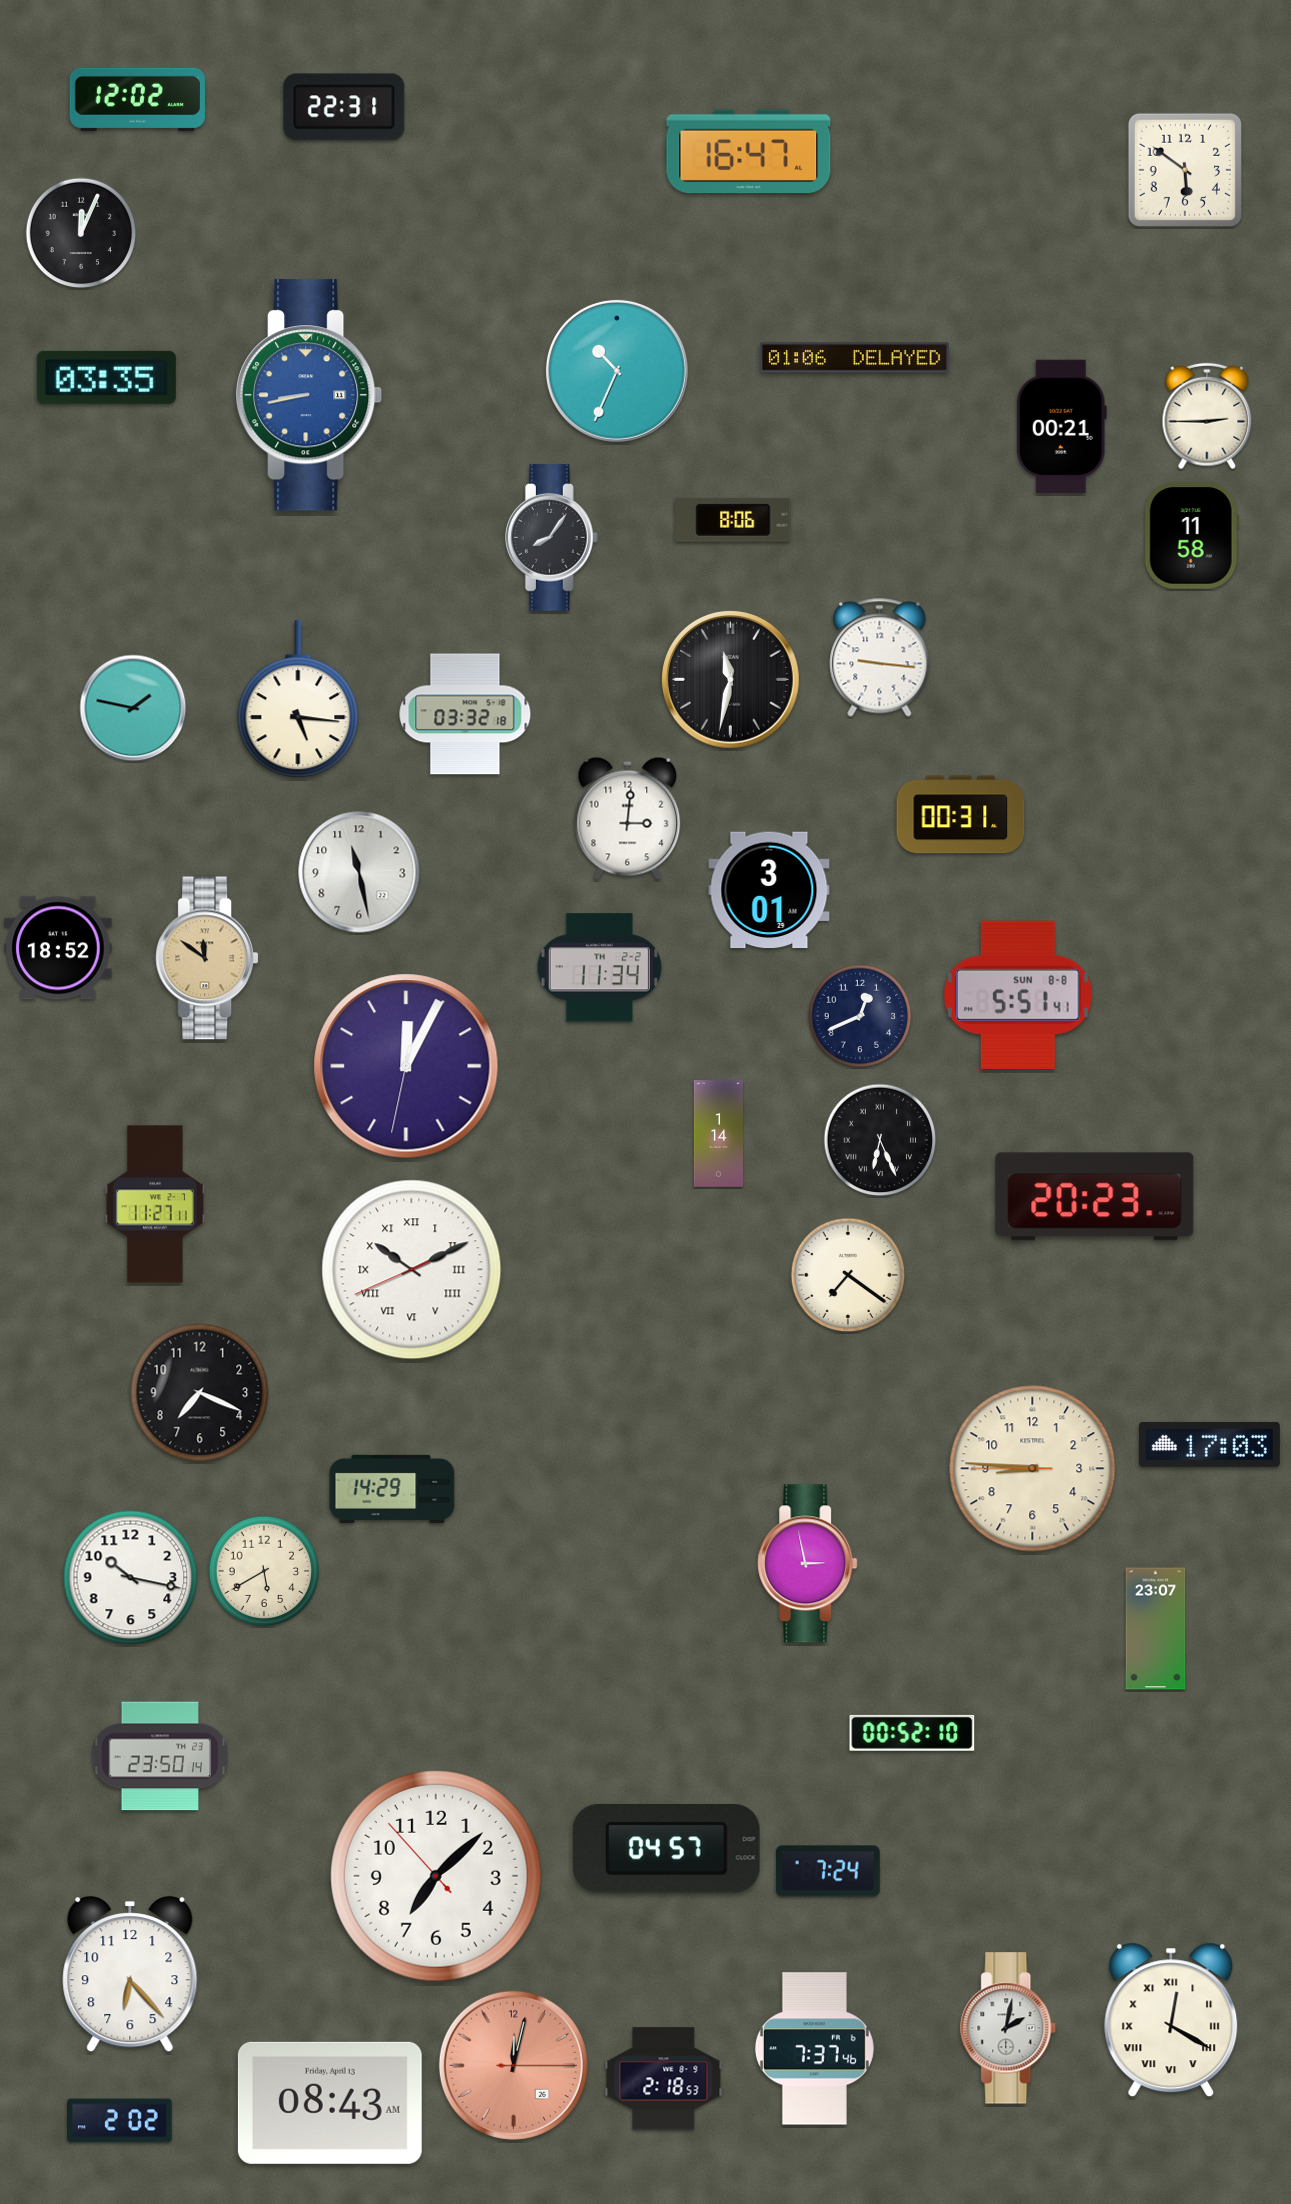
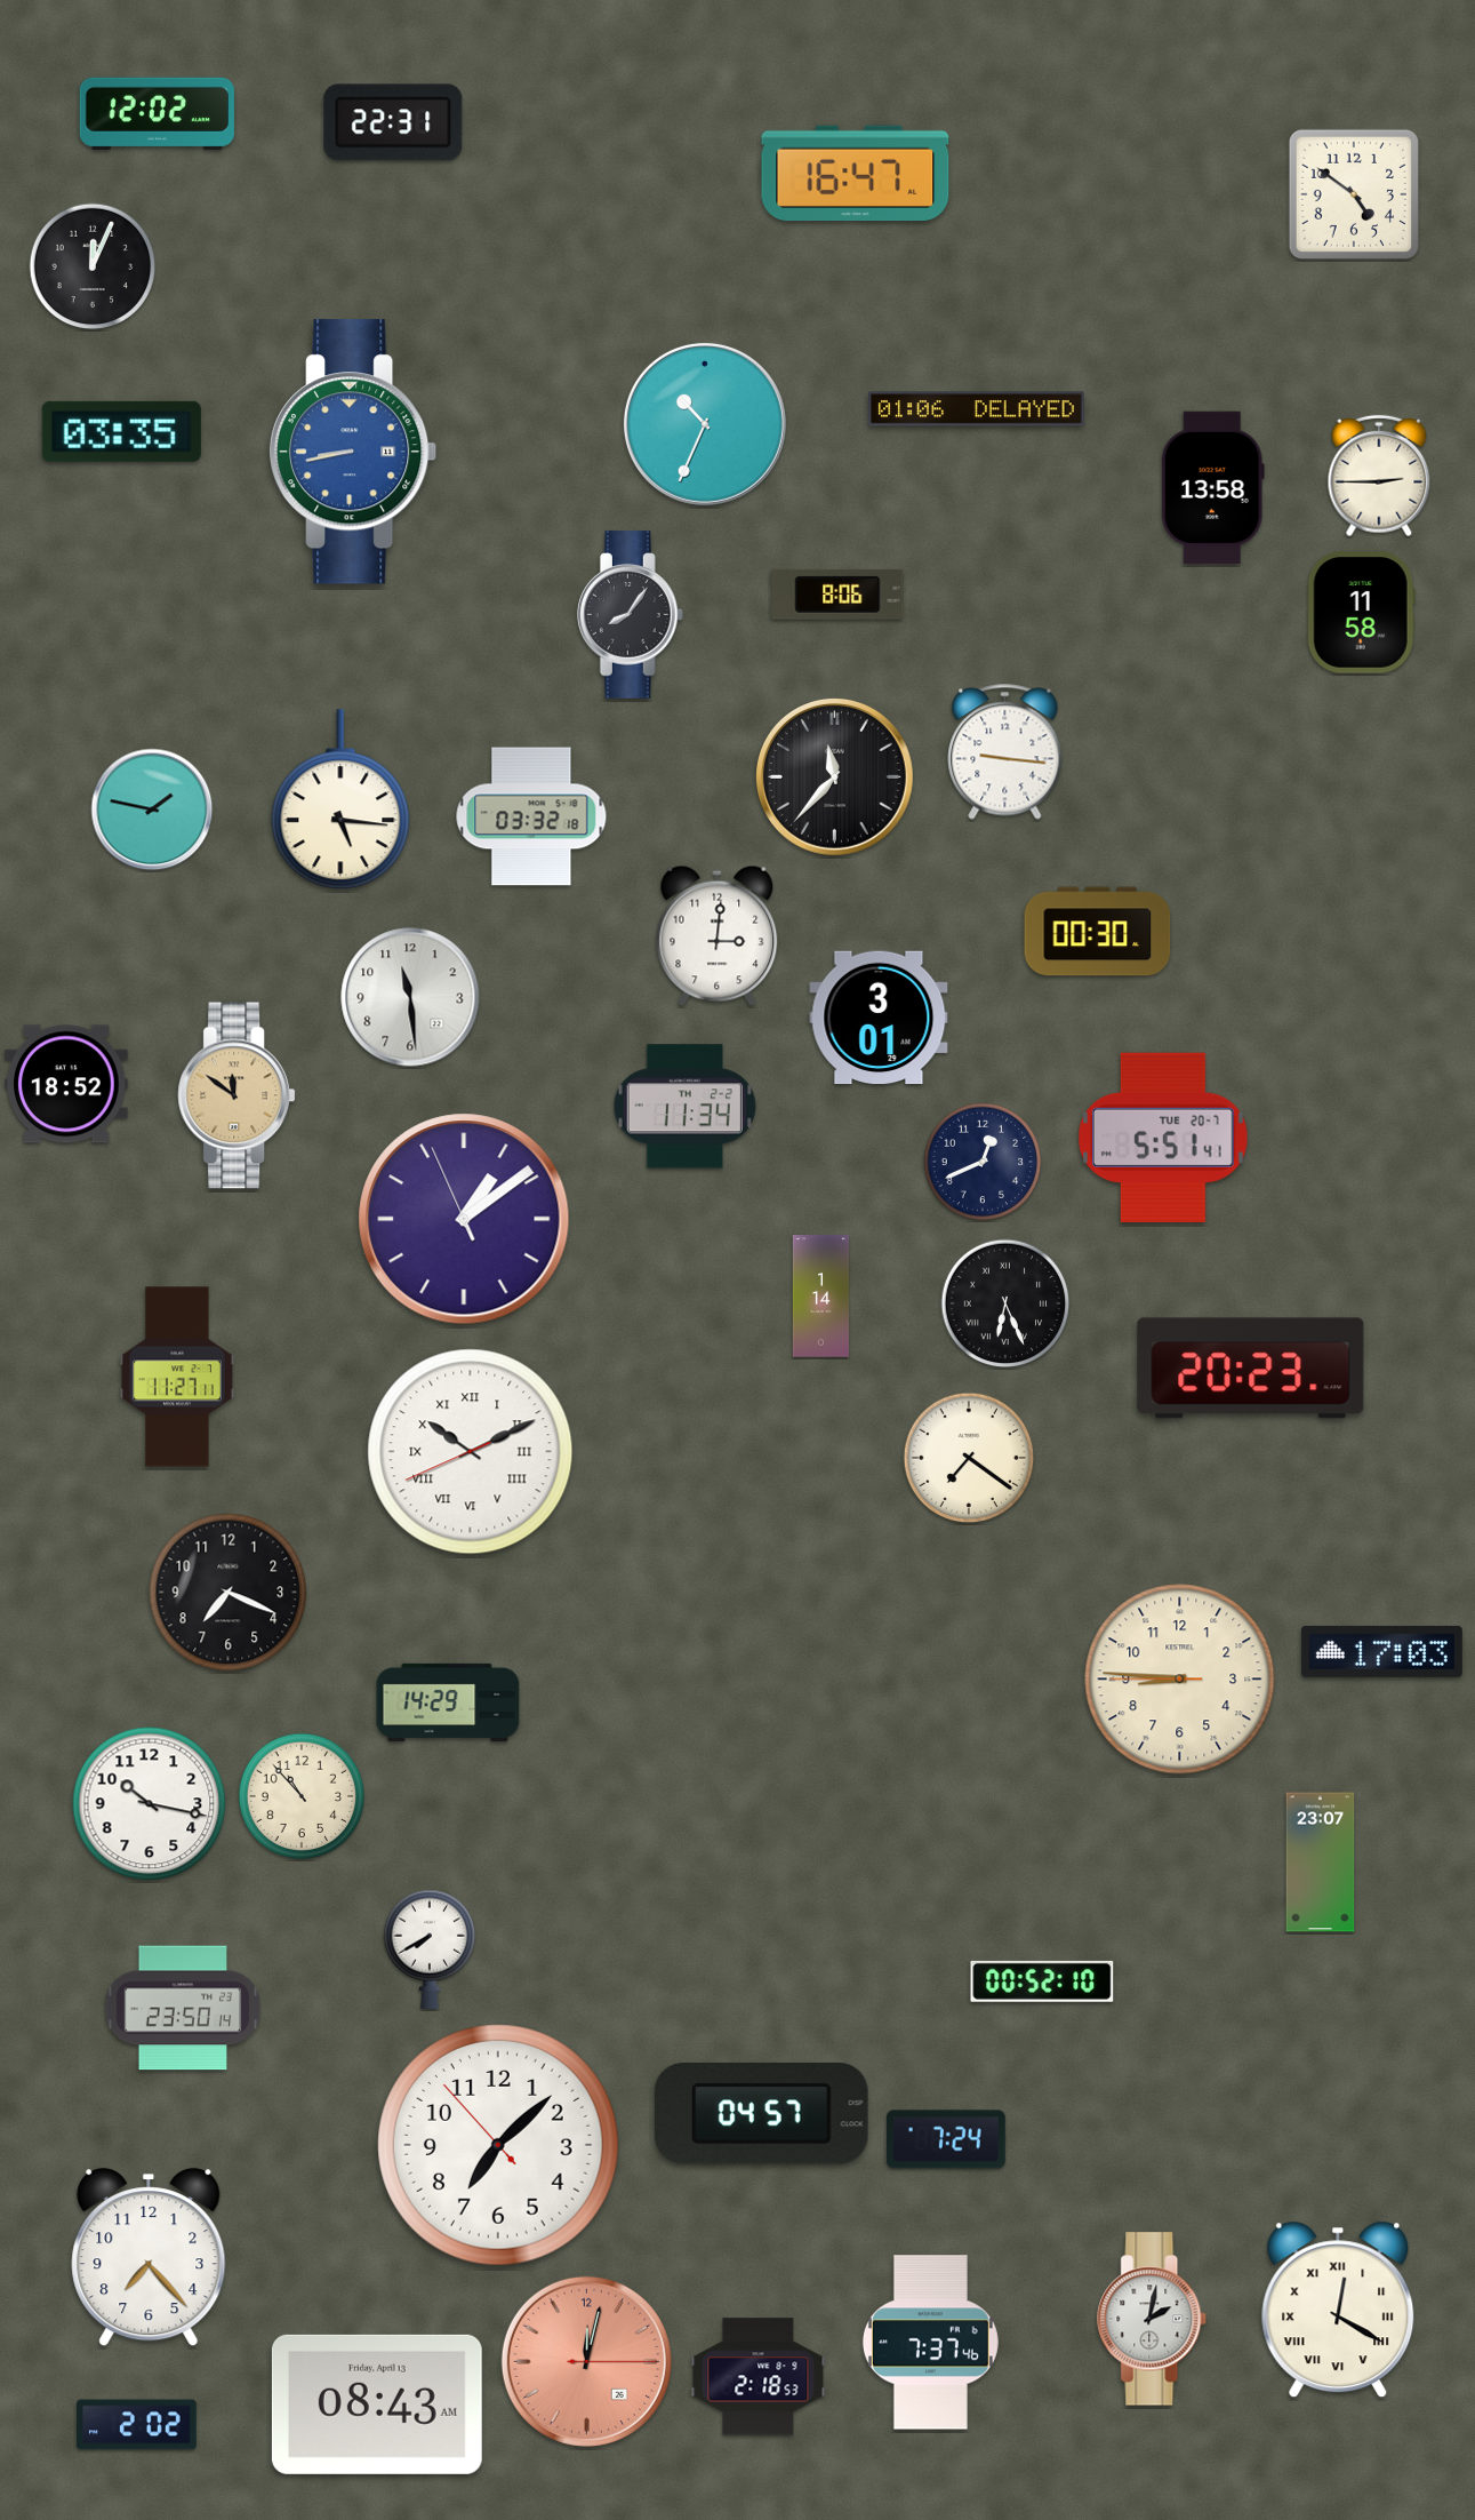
clock at (1185, 170): 5:51 -> 4:51
clock at (1061, 427): 00:21 -> 13:58
clock at (730, 679): 11:32 -> 11:37
clock at (961, 815): 00:31 -> 00:30
clock at (359, 872): 11:28 -> 11:29
clock at (1019, 995) date: SUN 8-8 -> TUE 20-7
clock at (406, 1066): 12:04 -> 1:08
clock at (808, 1564): 2:58 -> none
clock at (264, 1571): 5:40 -> 10:53
clock at (428, 1949): none -> 7:40
clock at (130, 1975): 6:23 -> 7:23
